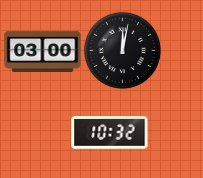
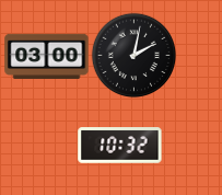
clock at (122, 50): 12:02 -> 2:02
